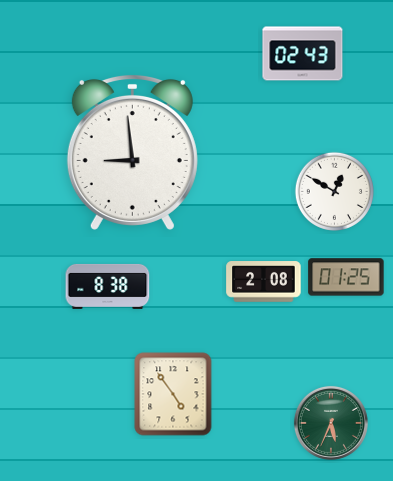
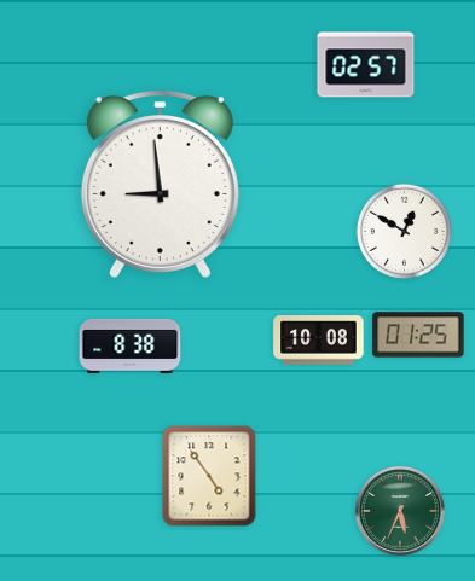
clock at (303, 54): 02:43 -> 02:57
clock at (264, 282): 2:08 -> 10:08
